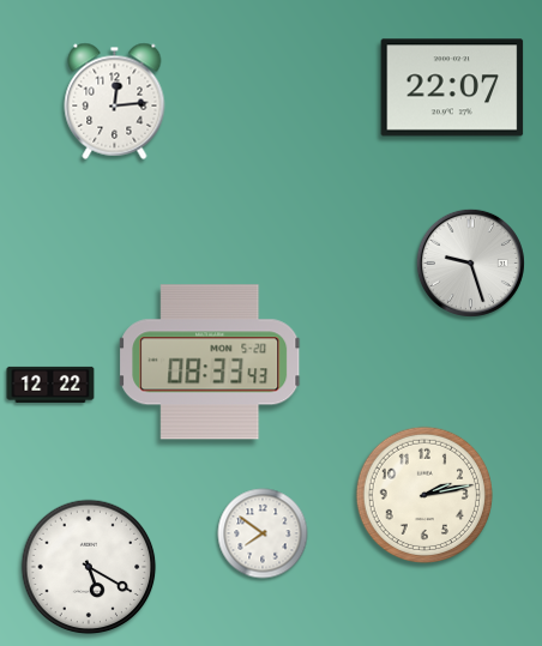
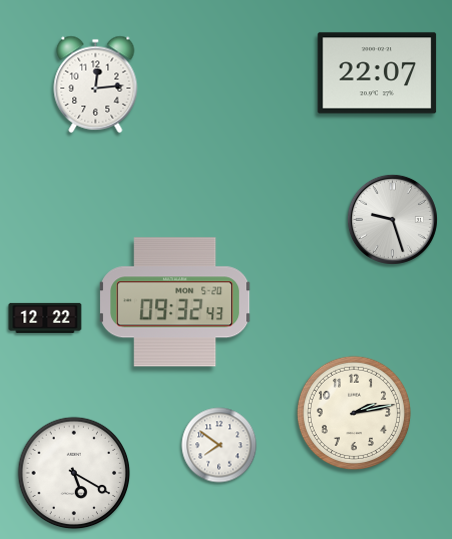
clock at (210, 362): 08:33 -> 09:32
clock at (50, 385) position: (50, 385) -> (45, 318)
